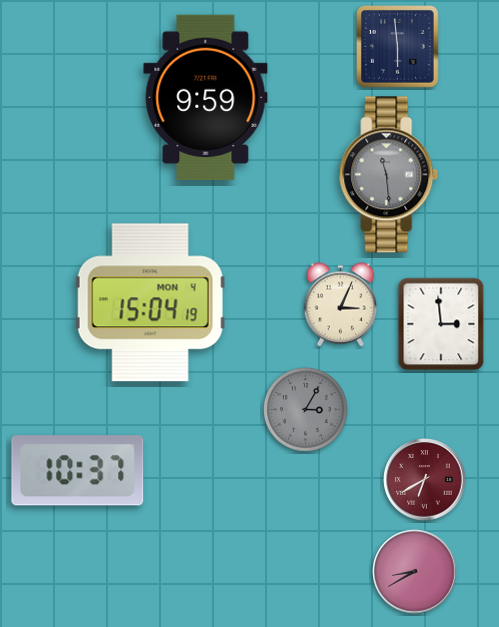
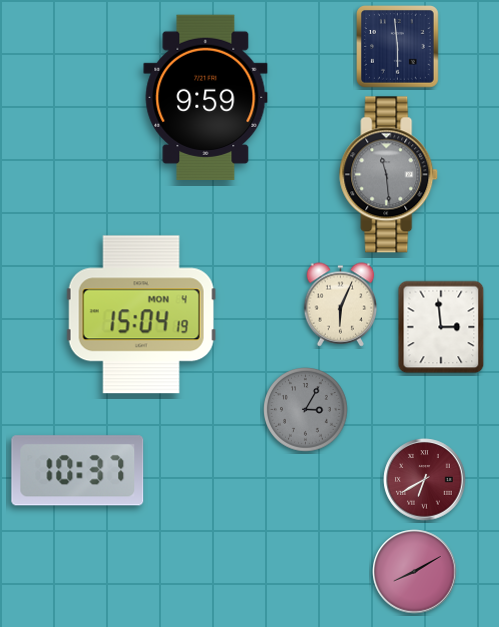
clock at (150, 303) position: (150, 303) -> (141, 315)
clock at (341, 305): 3:04 -> 6:04
clock at (441, 324) position: (441, 324) -> (441, 327)
clock at (415, 572): 8:40 -> 8:10
